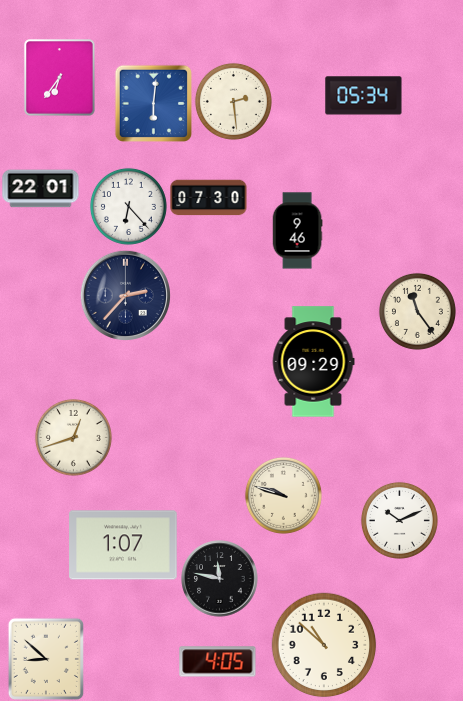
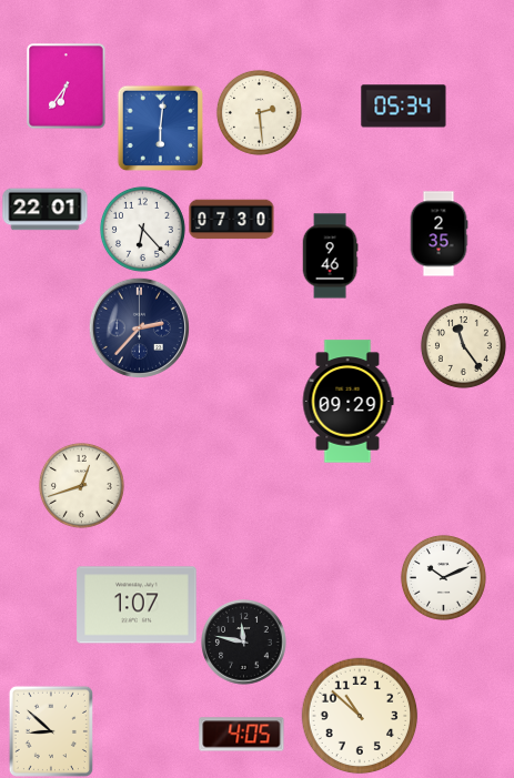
clock at (153, 103) position: (153, 103) -> (160, 128)
clock at (439, 234): none -> 2:35
clock at (283, 495): 9:48 -> none
